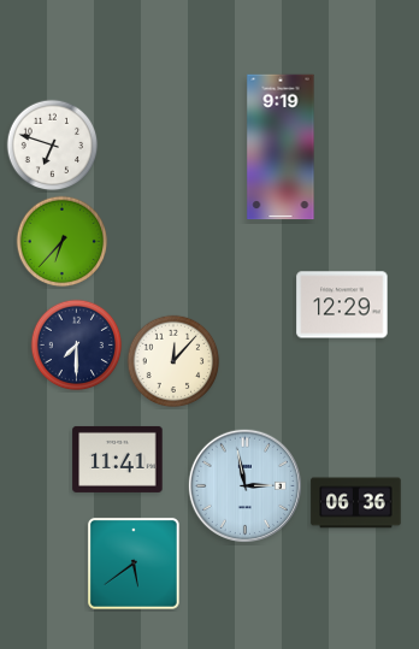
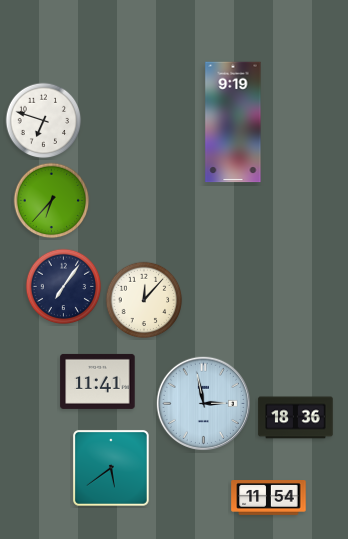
clock at (342, 305): 12:29 -> none
clock at (77, 346): 7:30 -> 7:06
clock at (356, 503): 06:36 -> 18:36
clock at (269, 498): none -> 11:54
